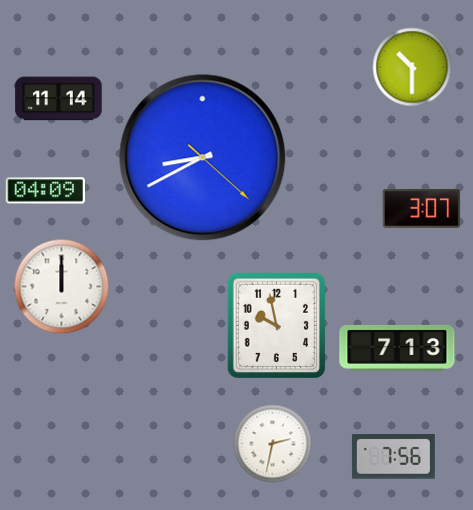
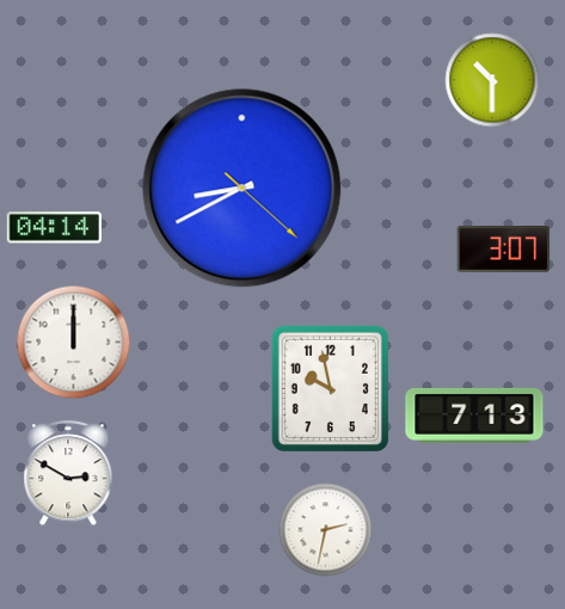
clock at (59, 99): 11:14 -> none
clock at (45, 191): 04:09 -> 04:14
clock at (68, 474): none -> 2:50
clock at (393, 457): 7:56 -> none
